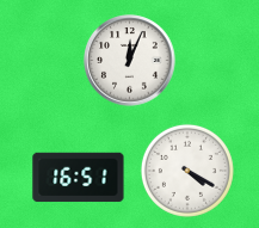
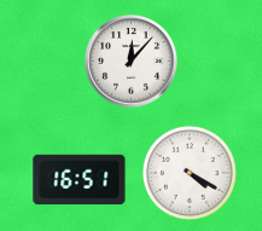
clock at (130, 61): 12:04 -> 12:07
